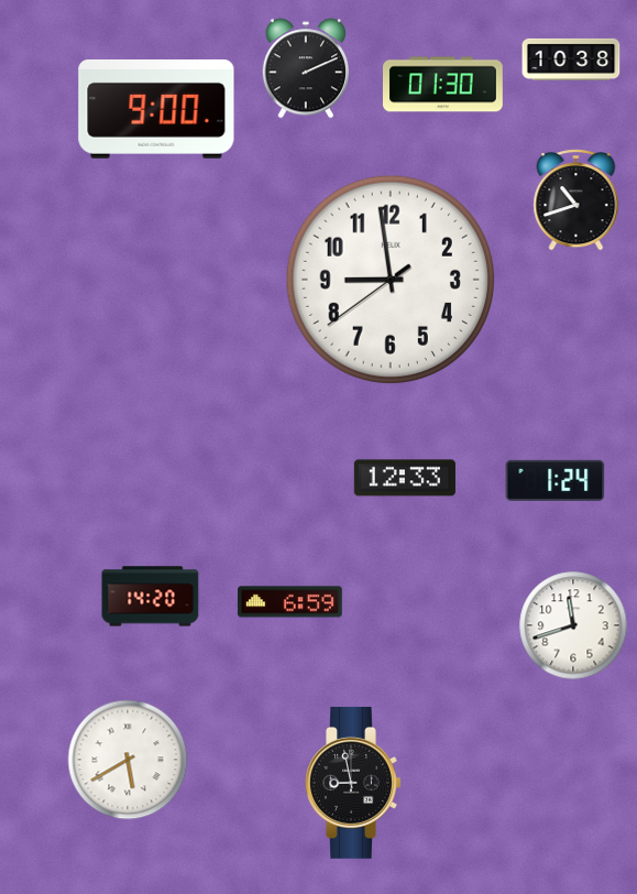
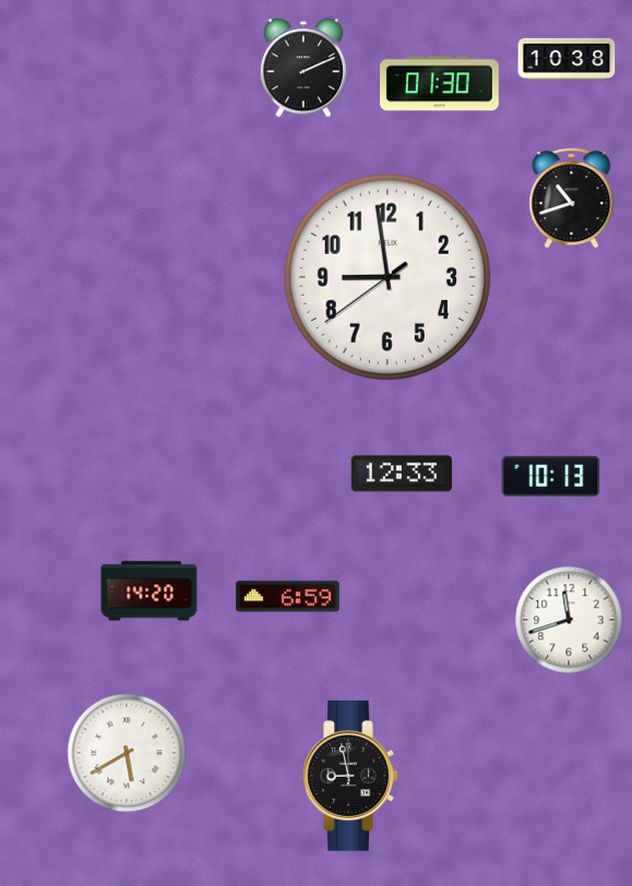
clock at (156, 110): 9:00 -> none
clock at (556, 480): 1:24 -> 10:13
